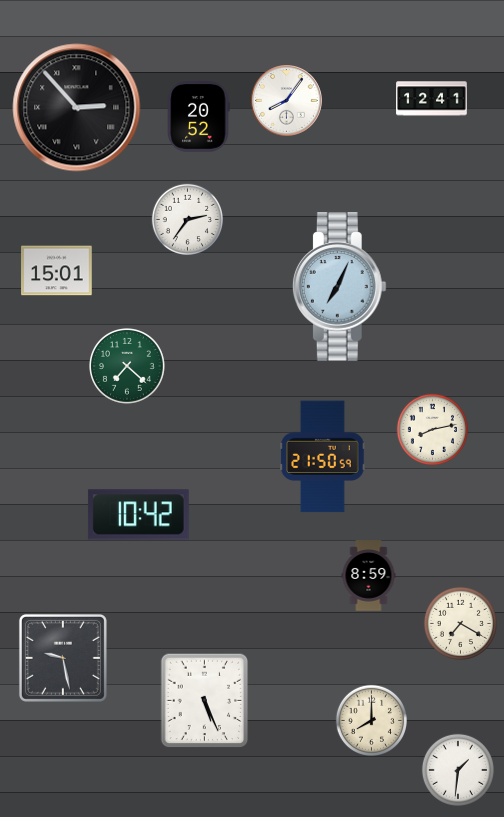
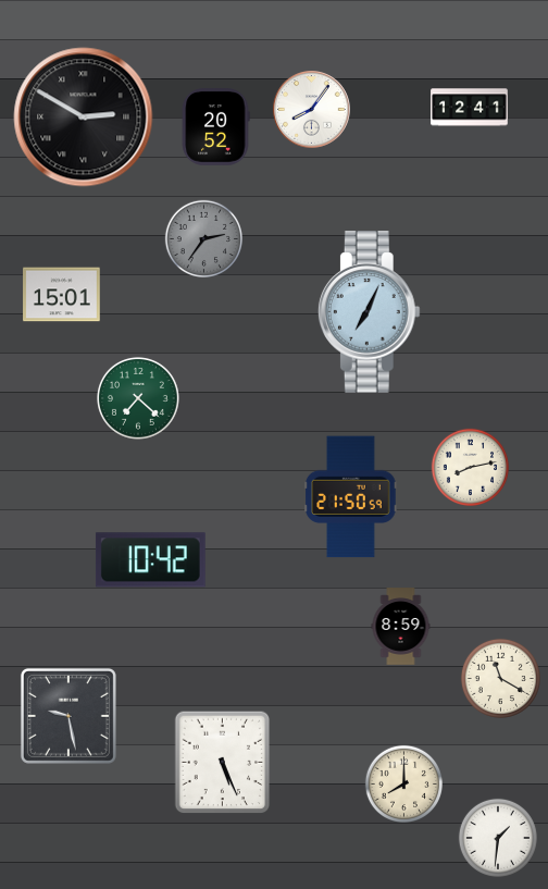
clock at (77, 108): 2:53 -> 2:50
clock at (187, 219) dial: white -> grey
clock at (460, 623): 7:20 -> 11:20
